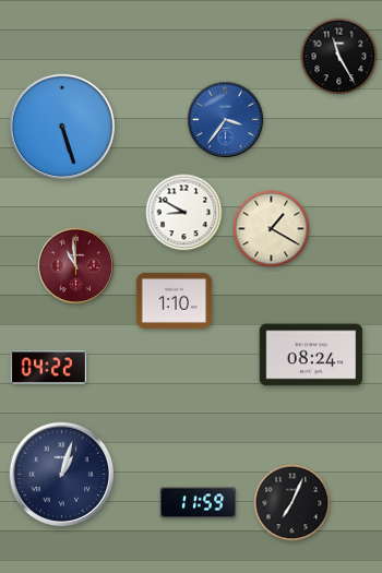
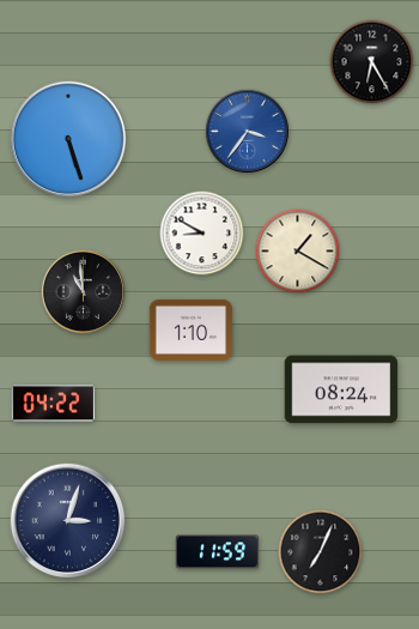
clock at (339, 57): 11:25 -> 6:25
clock at (75, 265) dial: burgundy -> black
clock at (62, 475): 1:03 -> 3:03
